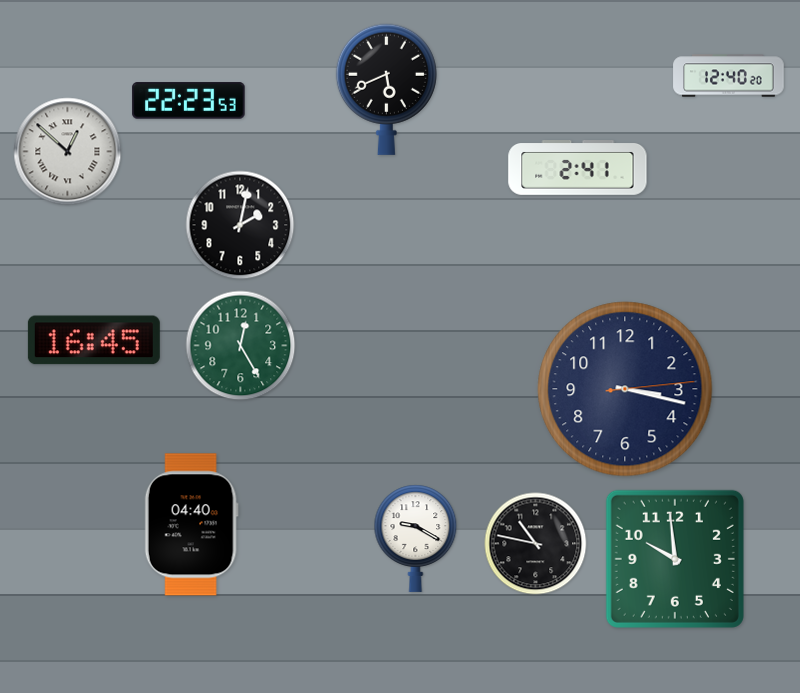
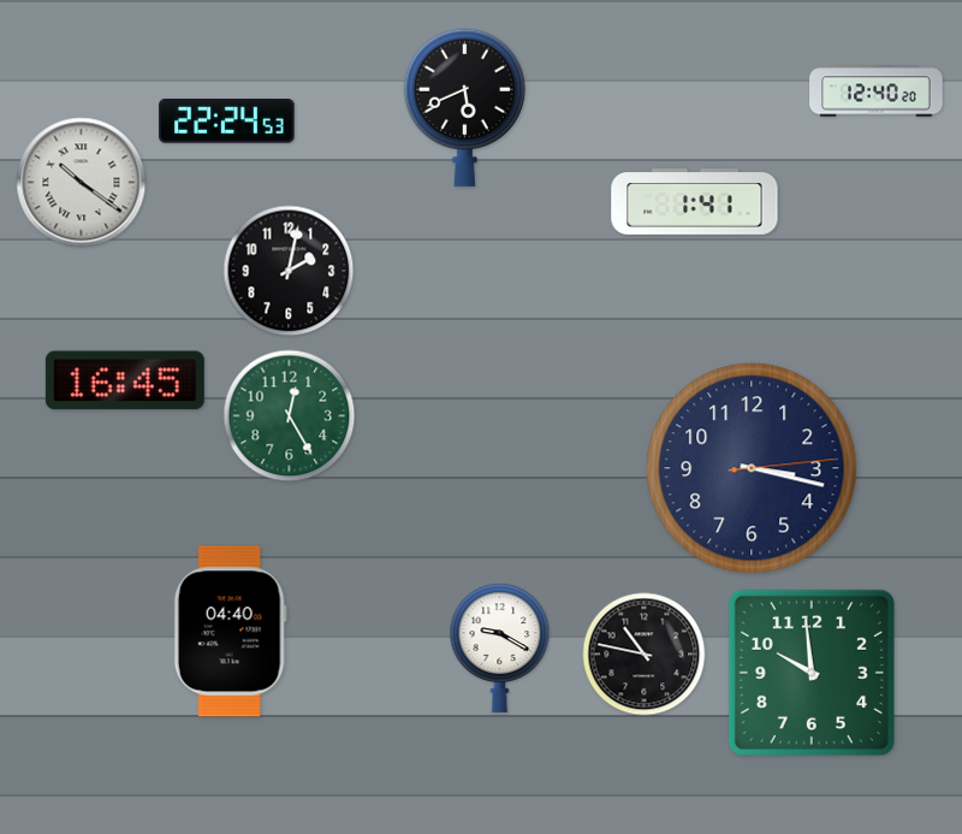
clock at (189, 101): 22:23 -> 22:24
clock at (68, 152): 12:52 -> 10:21
clock at (578, 168): 2:41 -> 1:41
clock at (94, 340) position: (94, 340) -> (125, 380)
